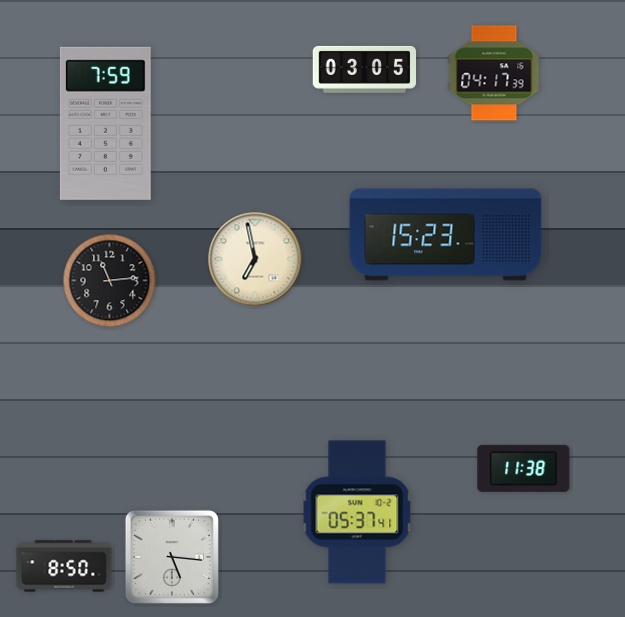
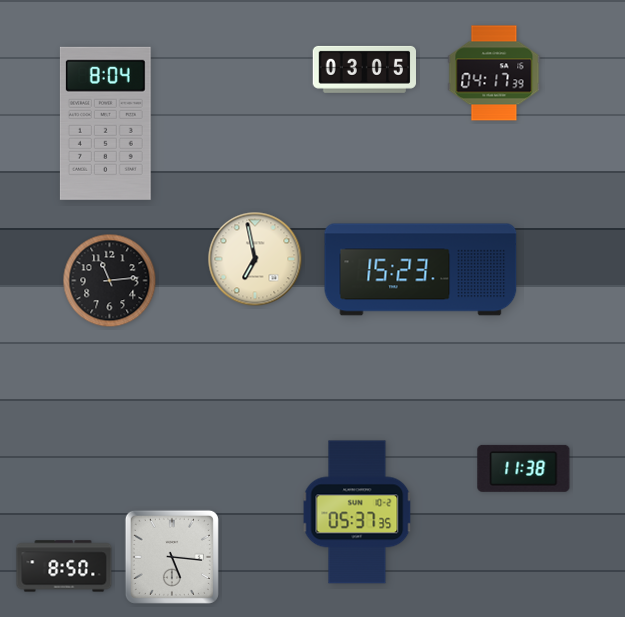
clock at (105, 123): 7:59 -> 8:04
clock at (446, 235) position: (446, 235) -> (421, 270)
clock at (357, 512): 05:37:41 -> 05:37:35
